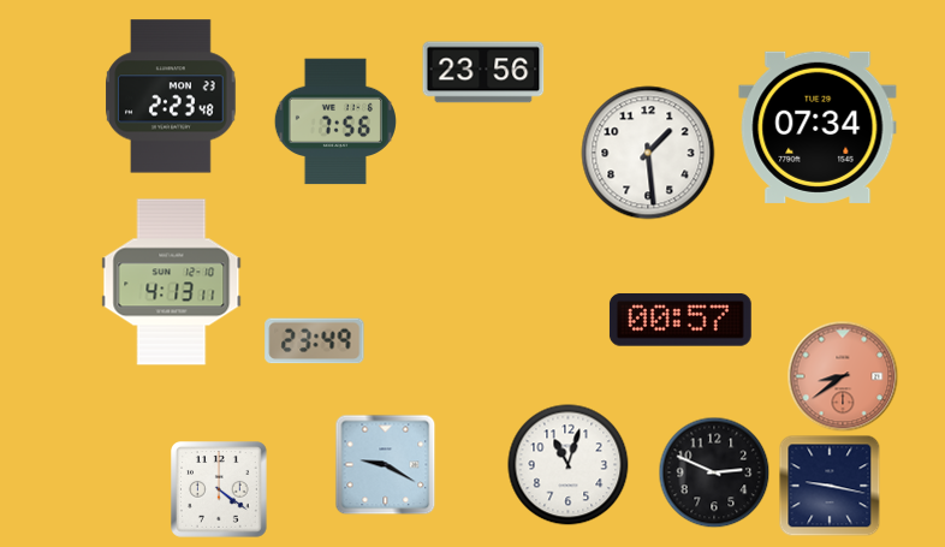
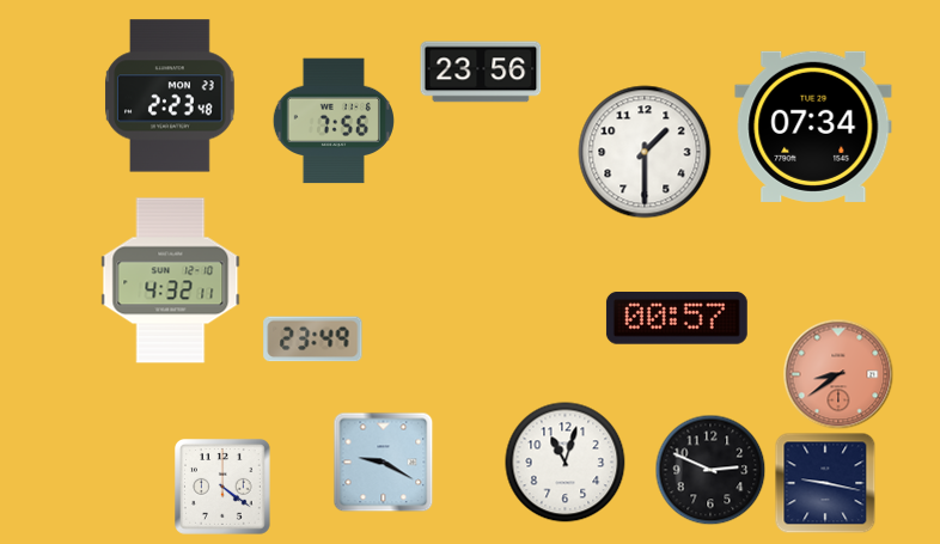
clock at (648, 153): 1:29 -> 1:30
clock at (172, 283): 4:13 -> 4:32
clock at (220, 490) position: (220, 490) -> (224, 488)
